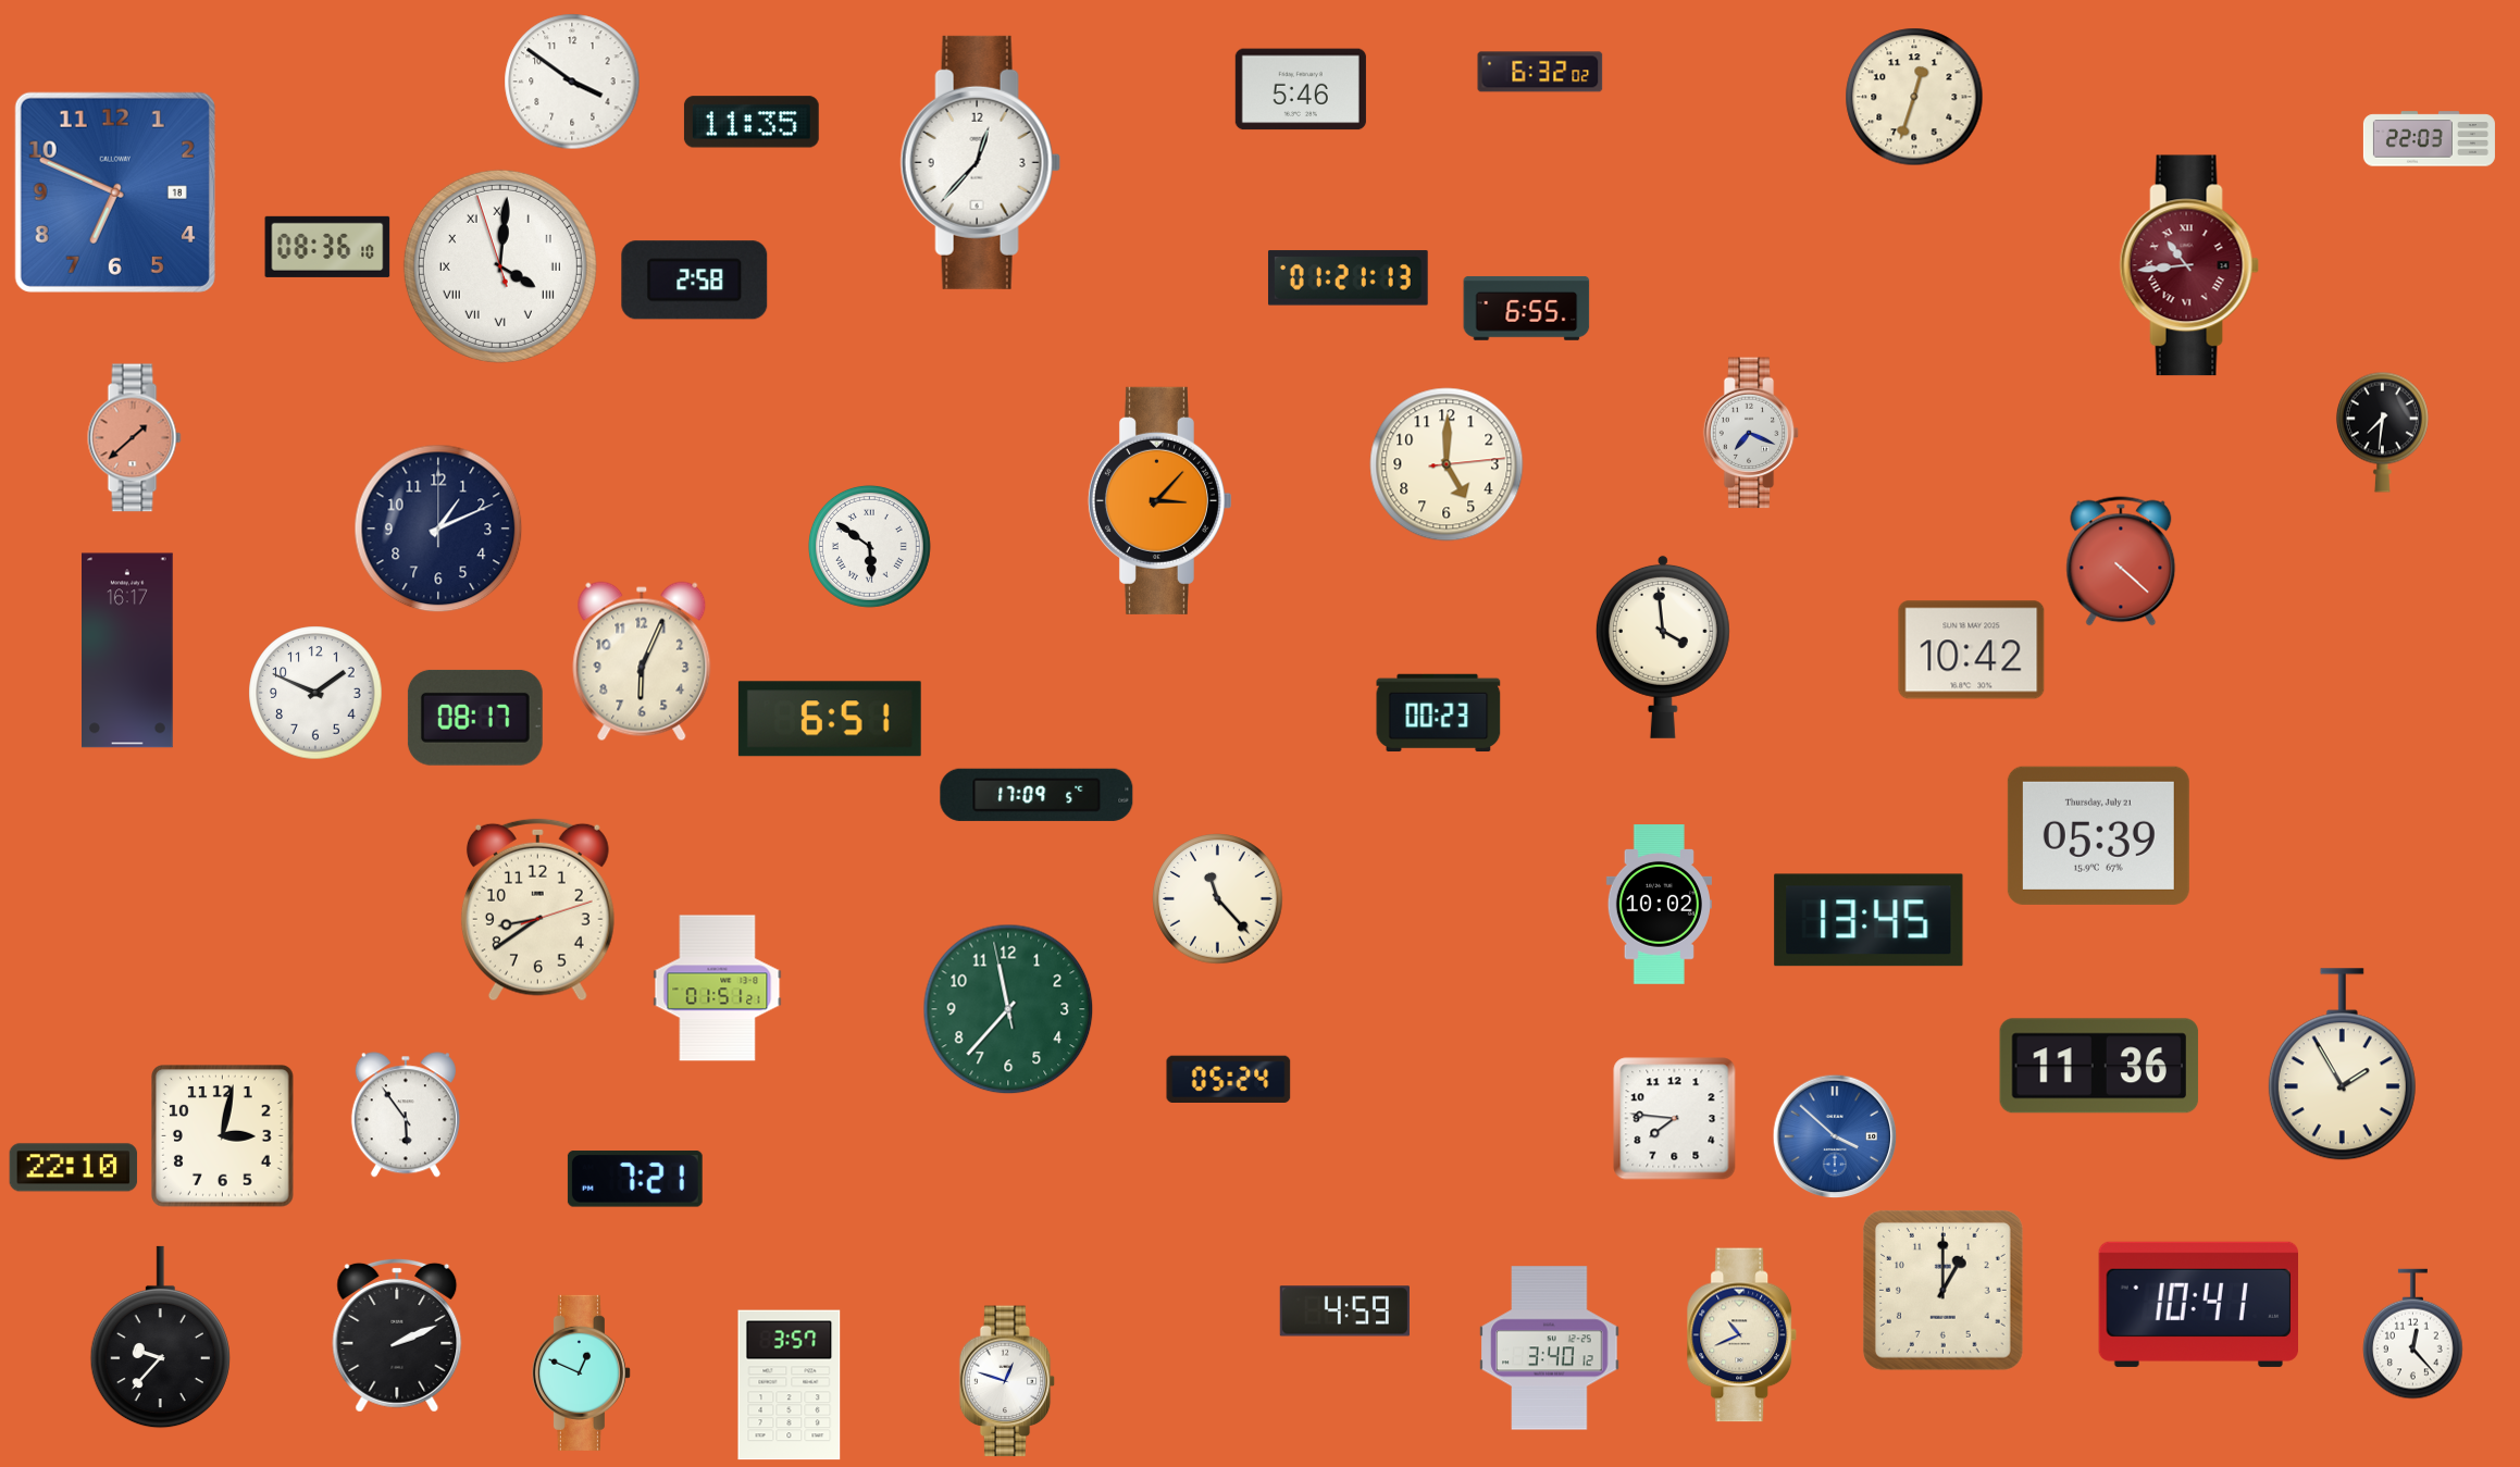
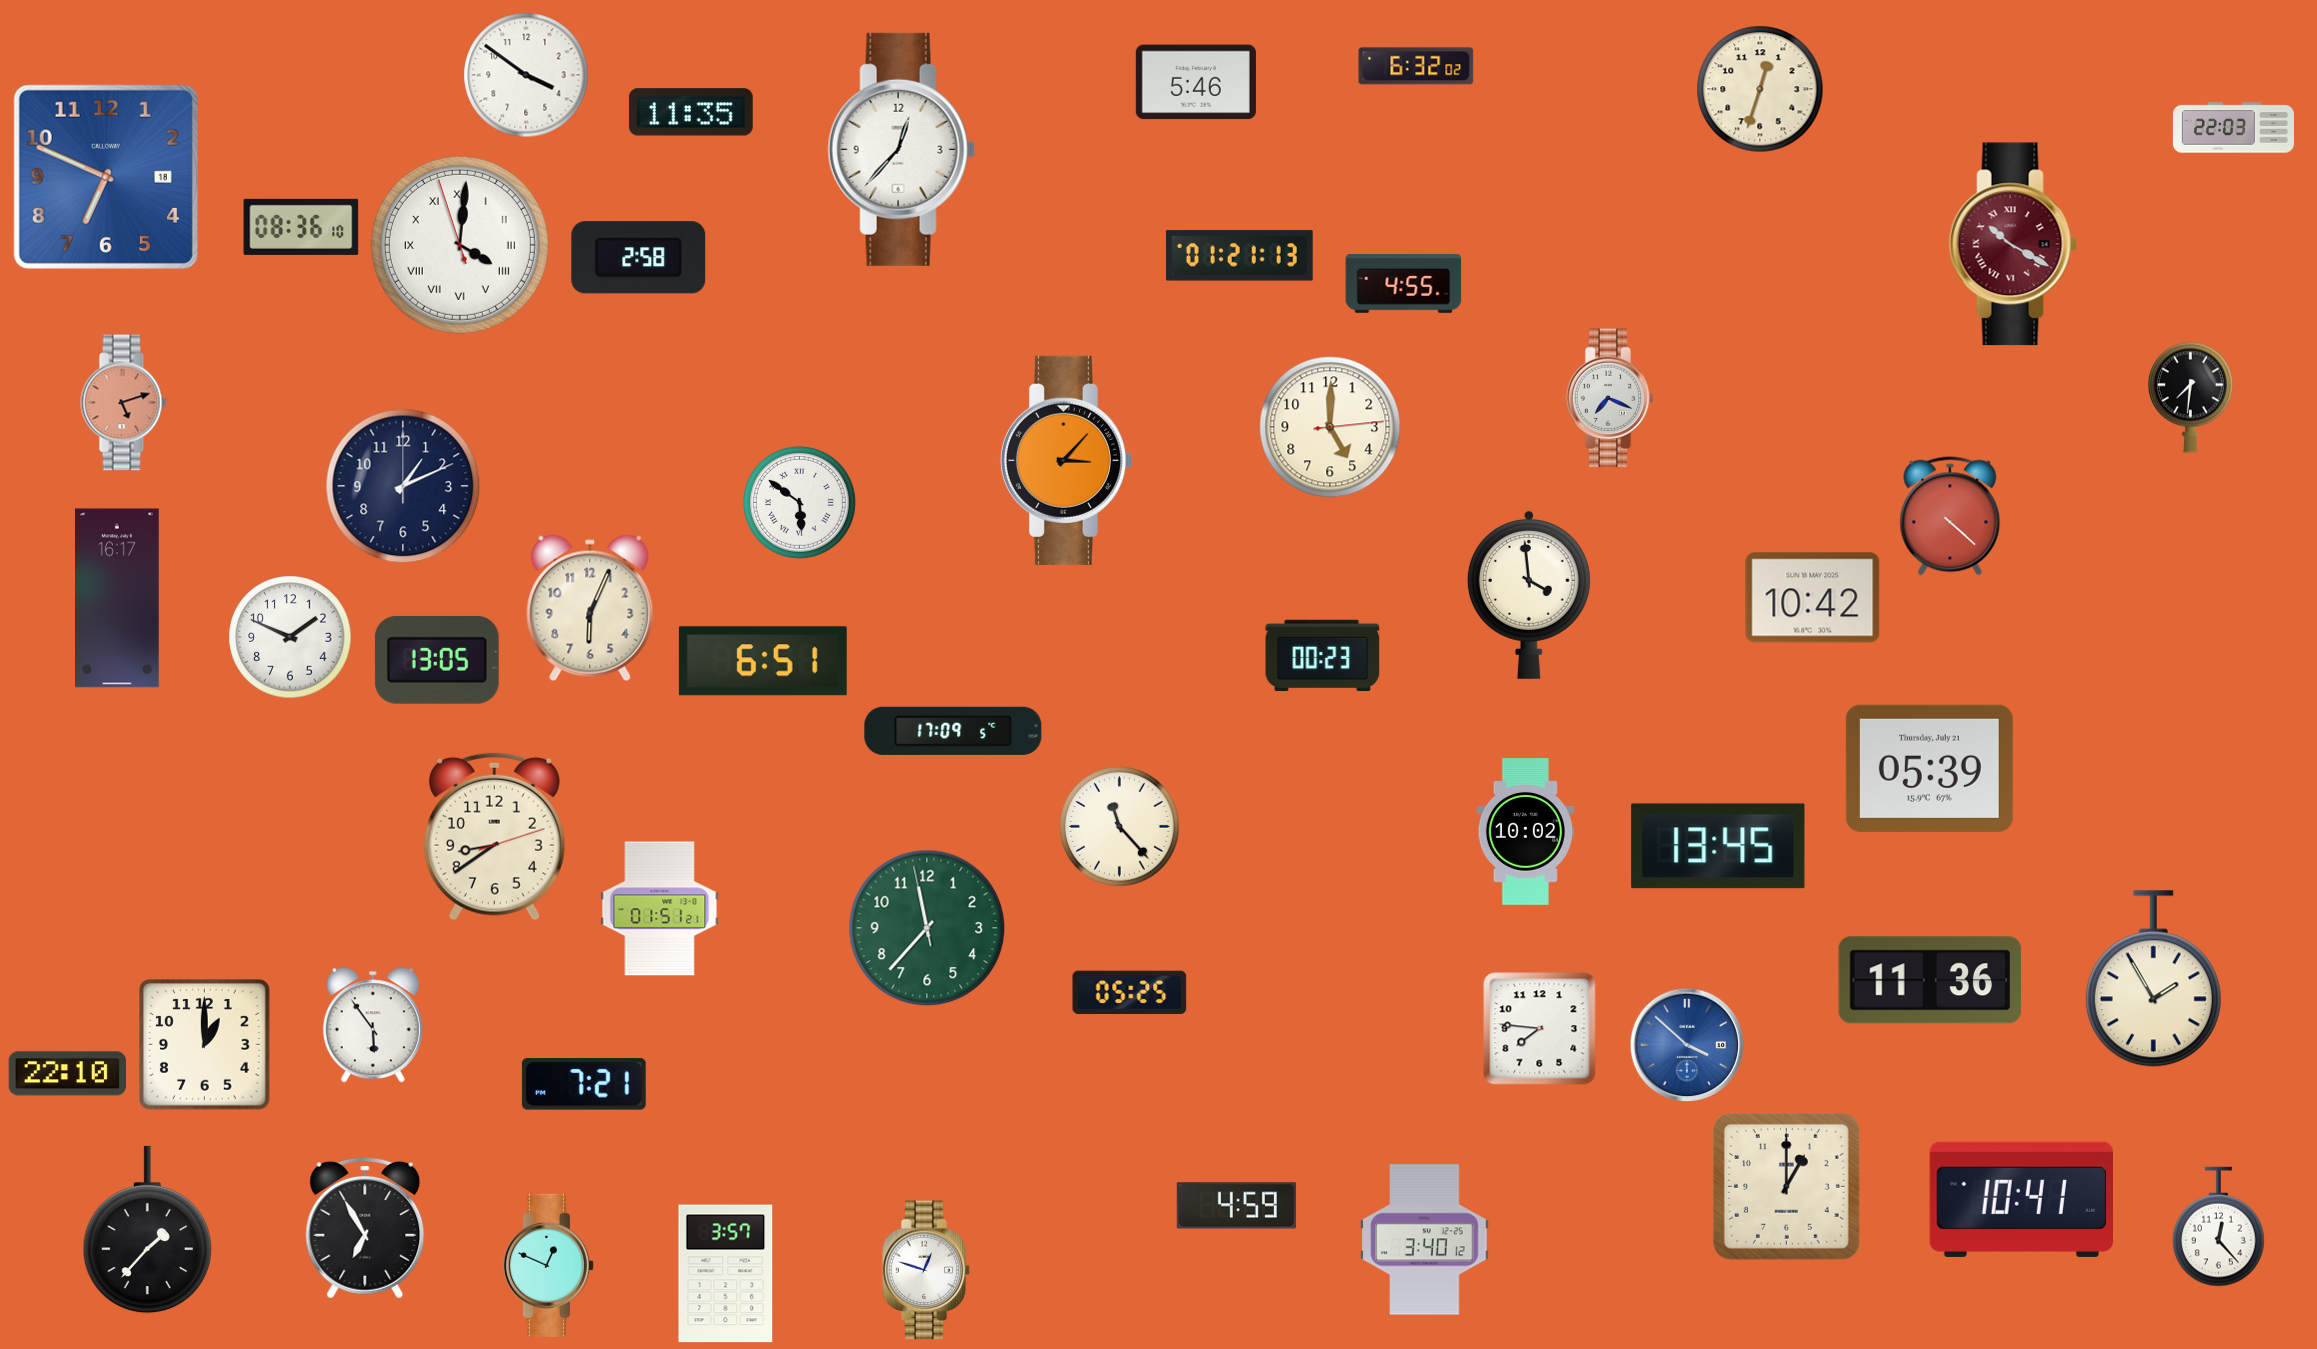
clock at (2189, 265): 10:44 -> 10:20
clock at (1527, 308): 6:55 -> 4:55
clock at (135, 438): 1:38 -> 5:12
clock at (475, 718): 08:17 -> 13:05
clock at (1229, 1079): 05:24 -> 05:25
clock at (223, 1136): 3:02 -> 1:00
clock at (397, 1335): 2:11 -> 6:55
clock at (1741, 1335): 10:41 -> none
clock at (160, 1338): 9:37 -> 1:37
clock at (581, 1372) position: (581, 1372) -> (548, 1265)
